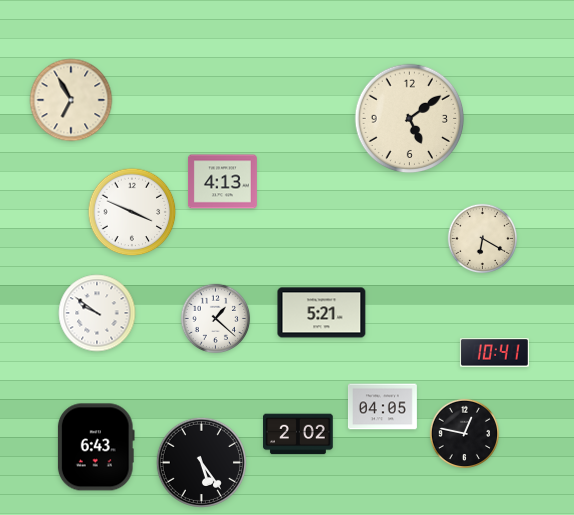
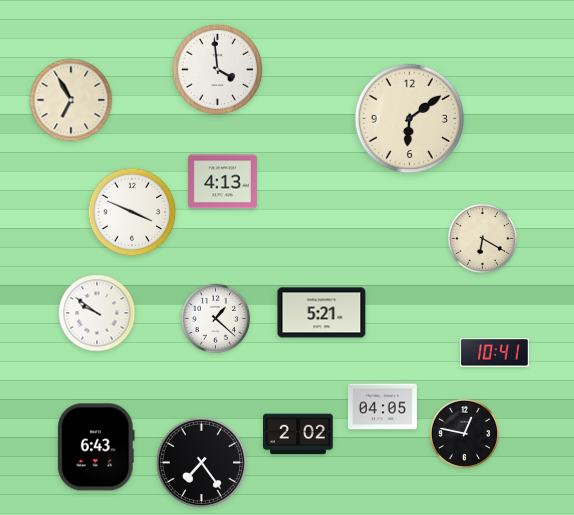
clock at (217, 69): none -> 3:59
clock at (410, 119): 5:09 -> 6:09
clock at (201, 462): 5:24 -> 7:24
